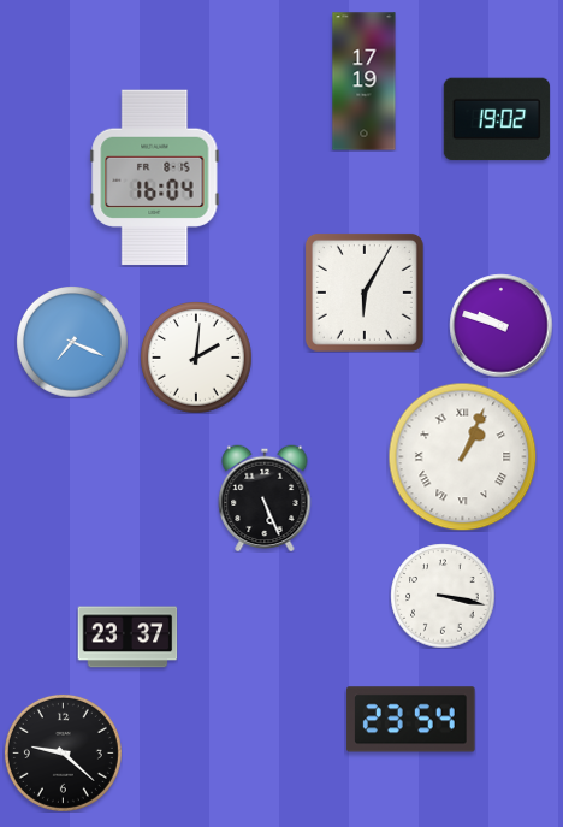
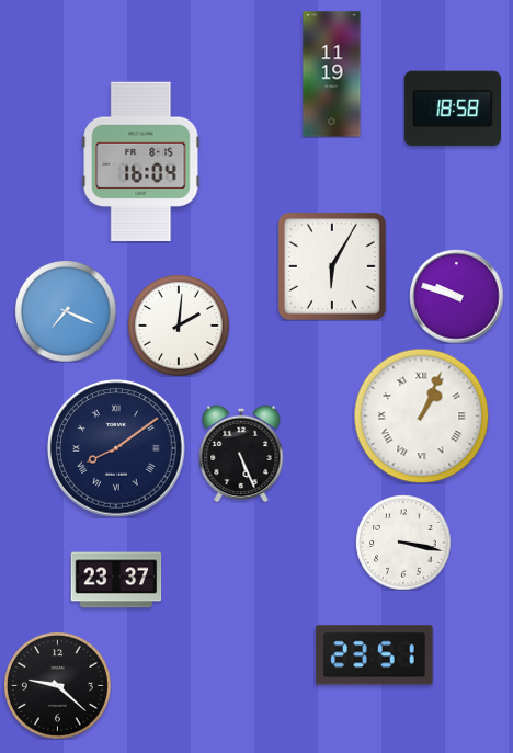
clock at (365, 82): 17:19 -> 11:19
clock at (497, 119): 19:02 -> 18:58
clock at (116, 448): none -> 8:09
clock at (411, 720): 23:54 -> 23:51
